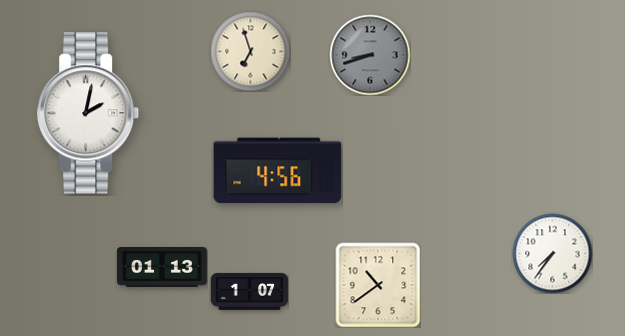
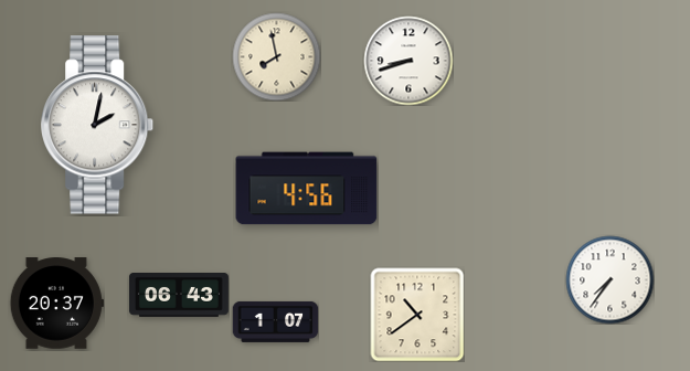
clock at (250, 51): 6:57 -> 7:58
clock at (370, 55) dial: grey -> white
clock at (162, 268): 01:13 -> 06:43
clock at (56, 304): none -> 20:37
